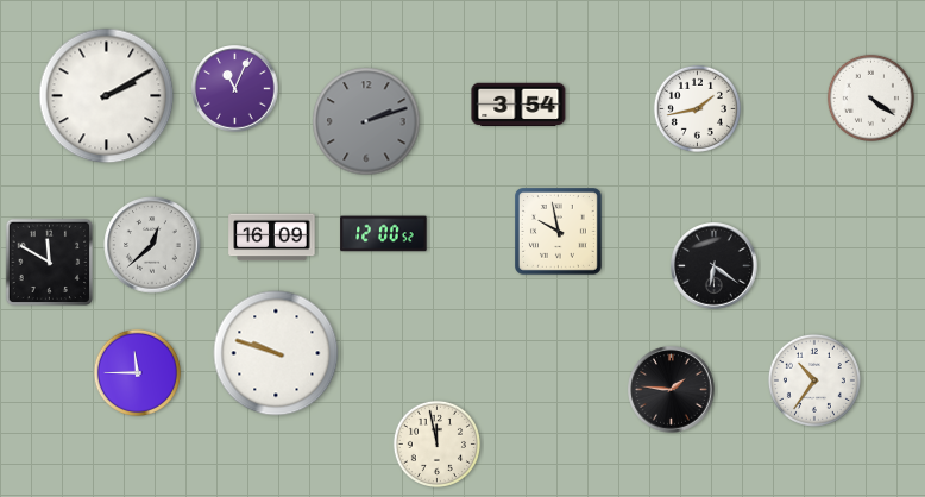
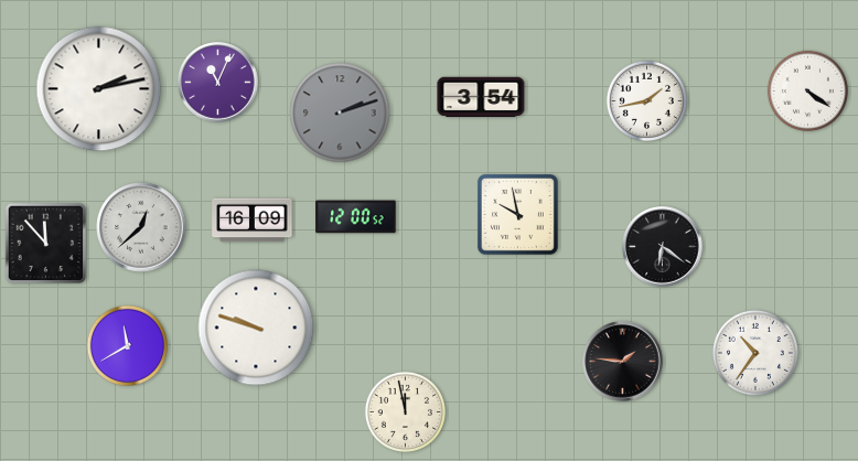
clock at (107, 96): 2:10 -> 2:13
clock at (50, 263): 11:50 -> 11:53
clock at (137, 372): 11:45 -> 11:40
